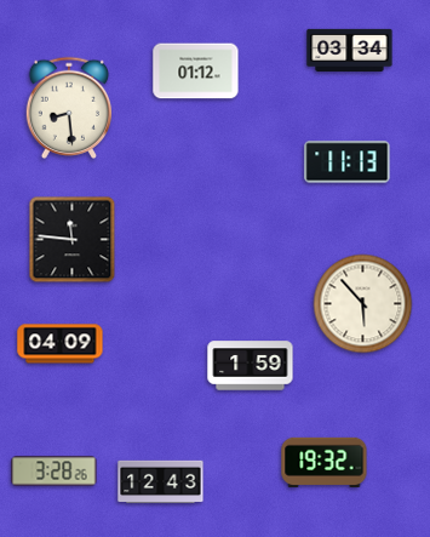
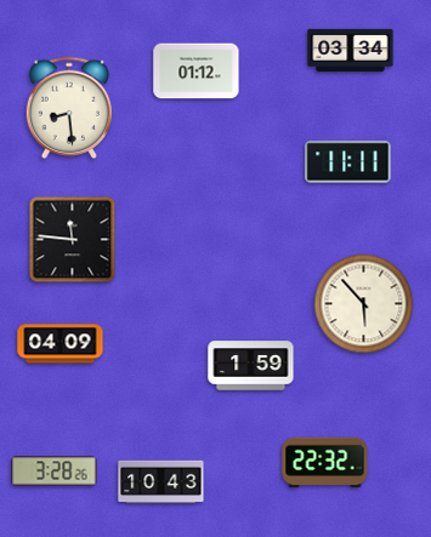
clock at (348, 162): 11:13 -> 11:11
clock at (325, 462): 19:32 -> 22:32
clock at (161, 482): 12:43 -> 10:43
